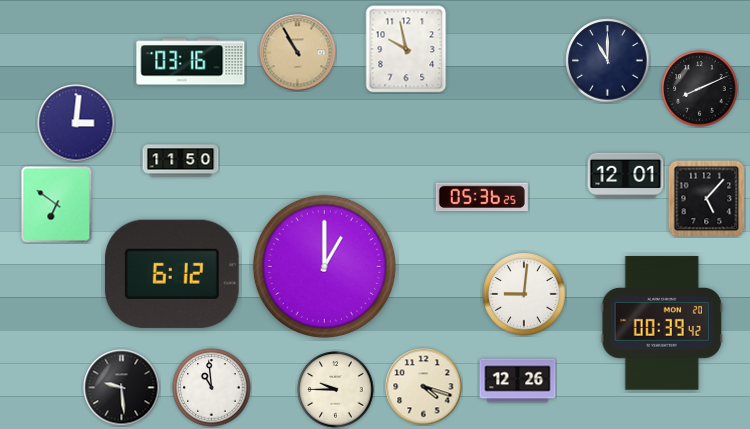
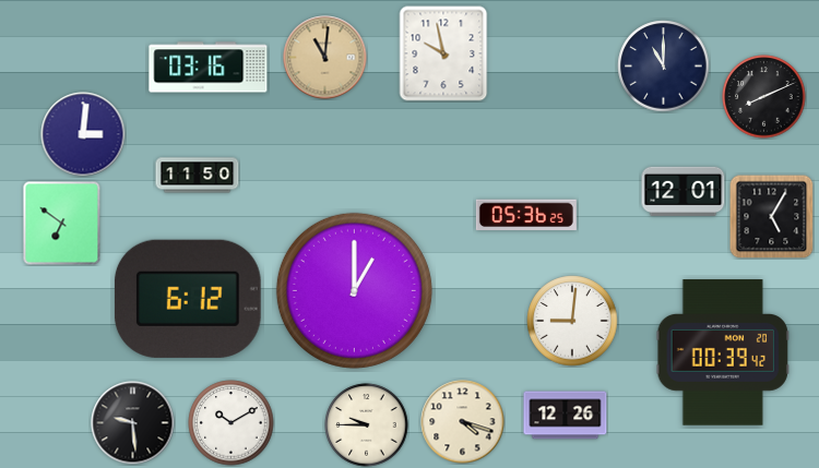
clock at (298, 53): 10:55 -> 11:01
clock at (706, 198): 5:07 -> 5:05
clock at (212, 388): 10:59 -> 10:10
